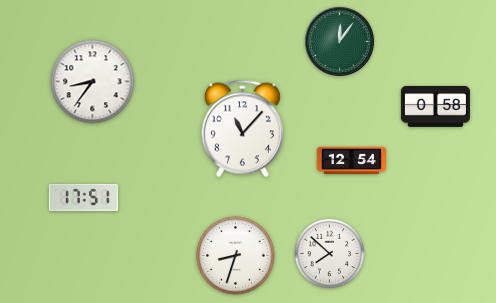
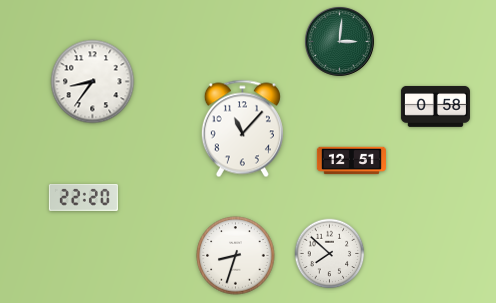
clock at (339, 41): 12:06 -> 3:01
clock at (351, 161): 12:54 -> 12:51
clock at (83, 197): 17:51 -> 22:20
